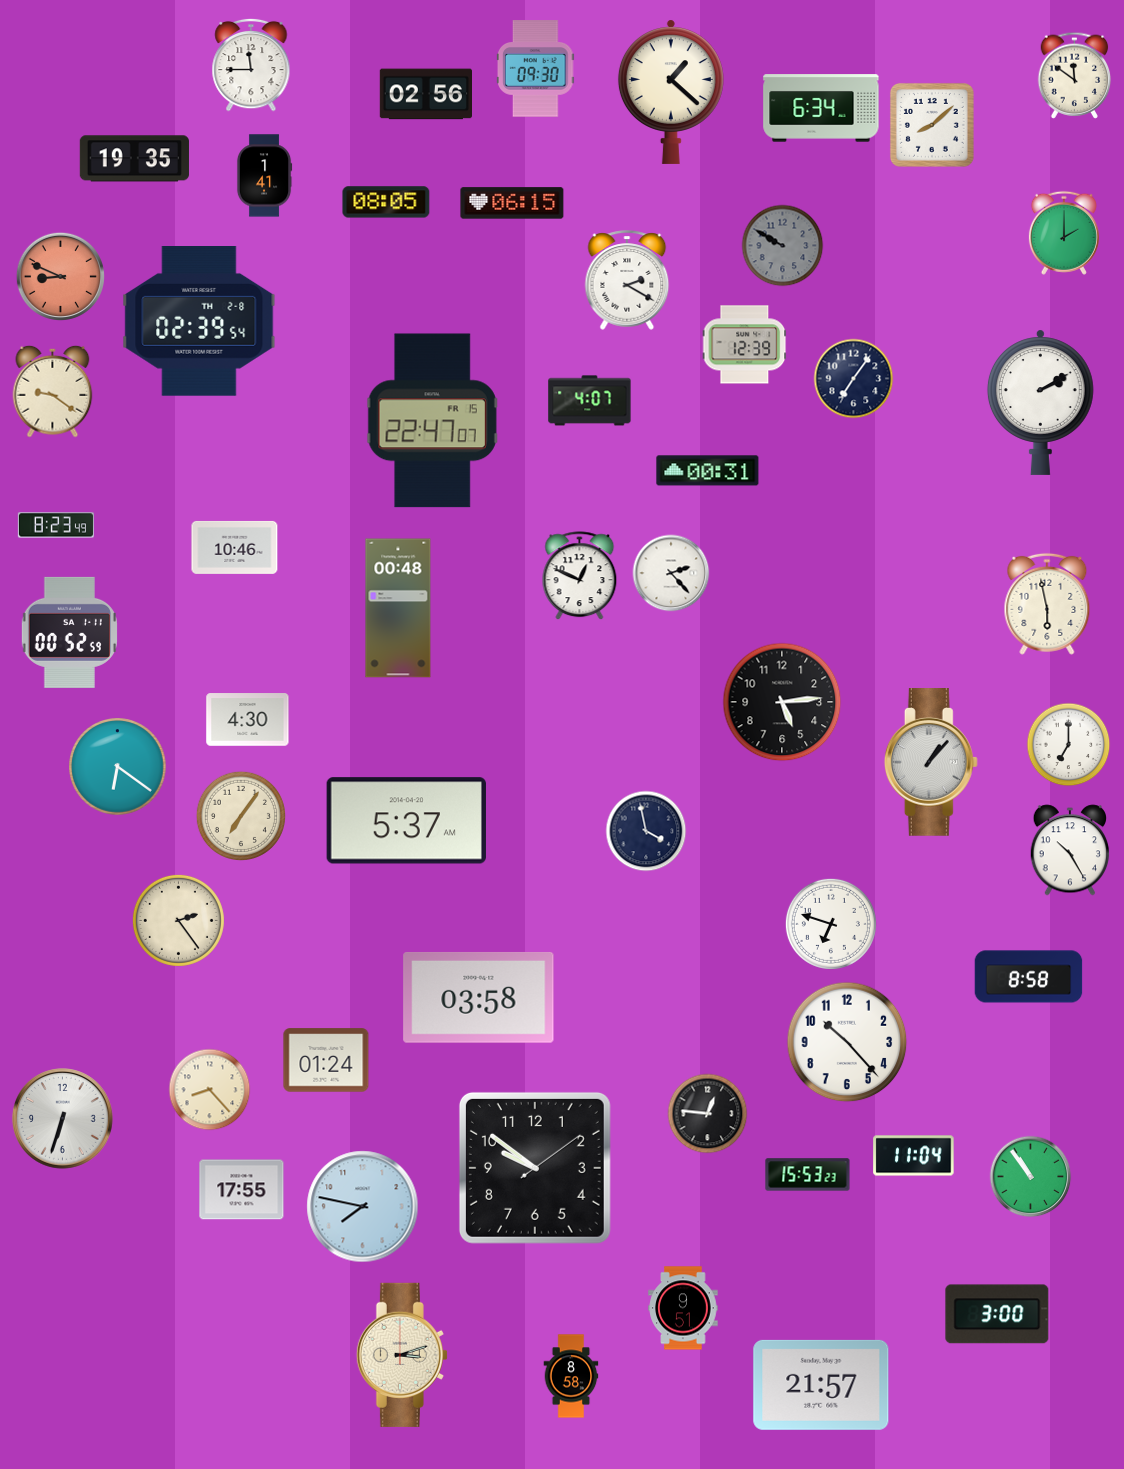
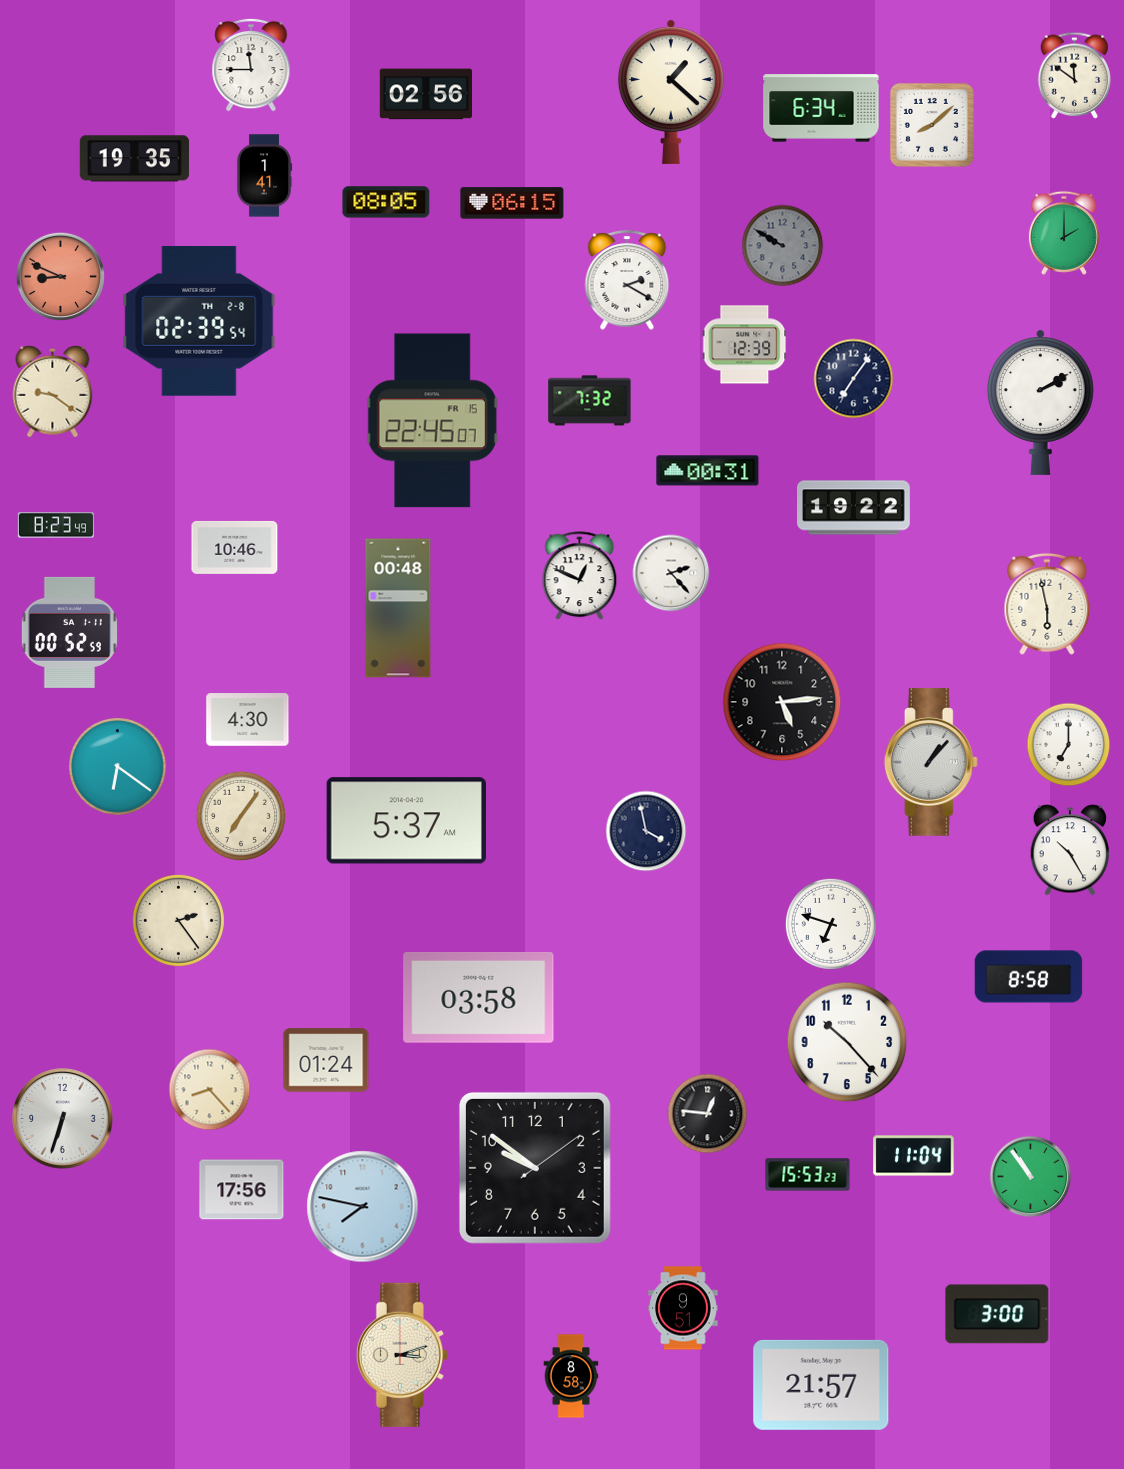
clock at (536, 69): 09:30 -> none
clock at (590, 401): 4:07 -> 7:32
clock at (433, 421): 22:47 -> 22:45
clock at (854, 508): none -> 19:22
clock at (242, 1190): 17:55 -> 17:56
